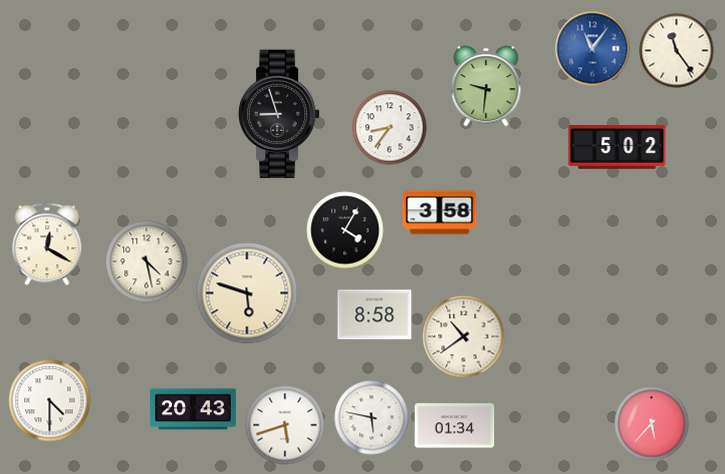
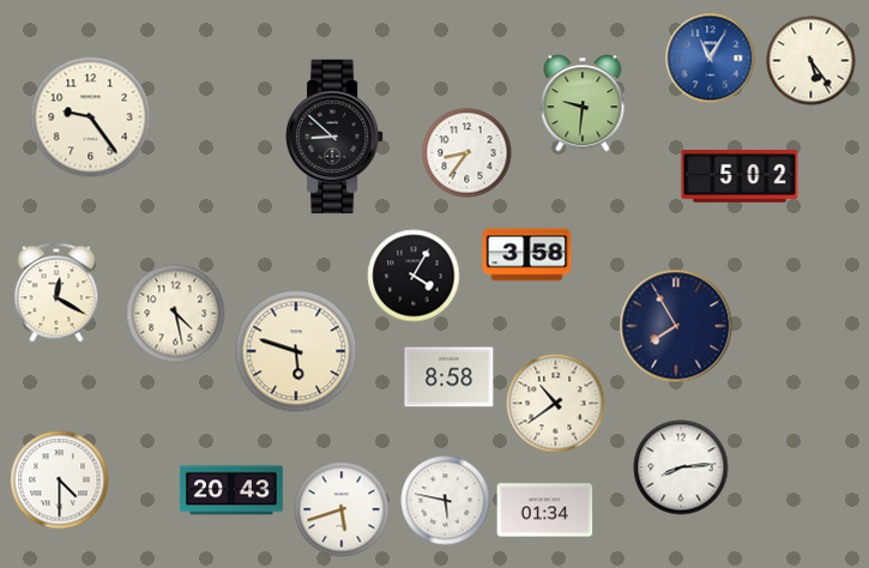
clock at (593, 49): 11:06 -> 11:05
clock at (677, 51): 11:24 -> 5:24
clock at (91, 117): none -> 9:24
clock at (280, 114): 8:57 -> 8:52
clock at (676, 326): none -> 7:55
clock at (681, 467): none -> 8:14
clock at (652, 424): 5:37 -> none
